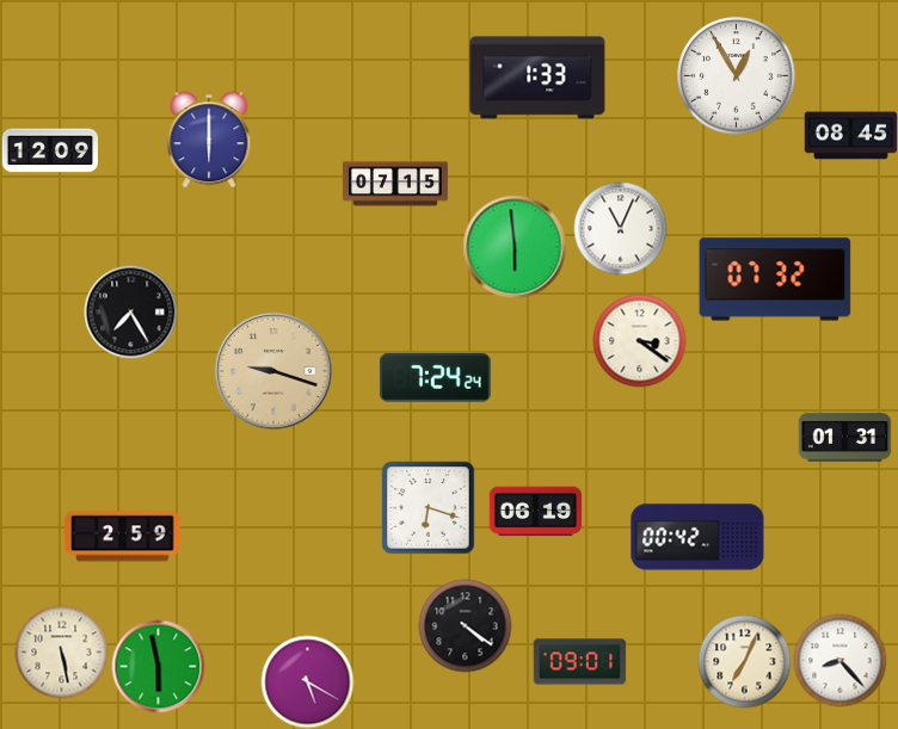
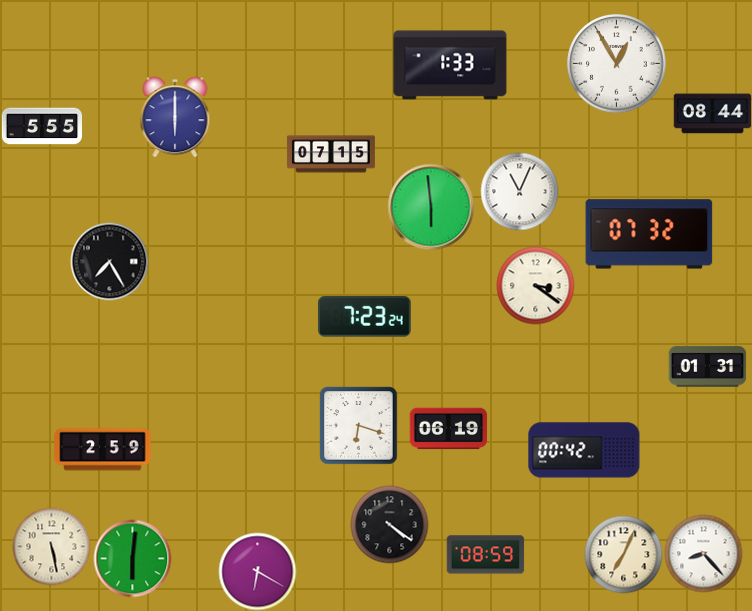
clock at (850, 136): 08:45 -> 08:44
clock at (49, 150): 12:09 -> 5:55
clock at (273, 371): 9:18 -> none
clock at (435, 378): 7:24 -> 7:23
clock at (579, 662): 09:01 -> 08:59
clock at (158, 666): 5:58 -> 6:01
clock at (307, 681): 5:20 -> 6:20
